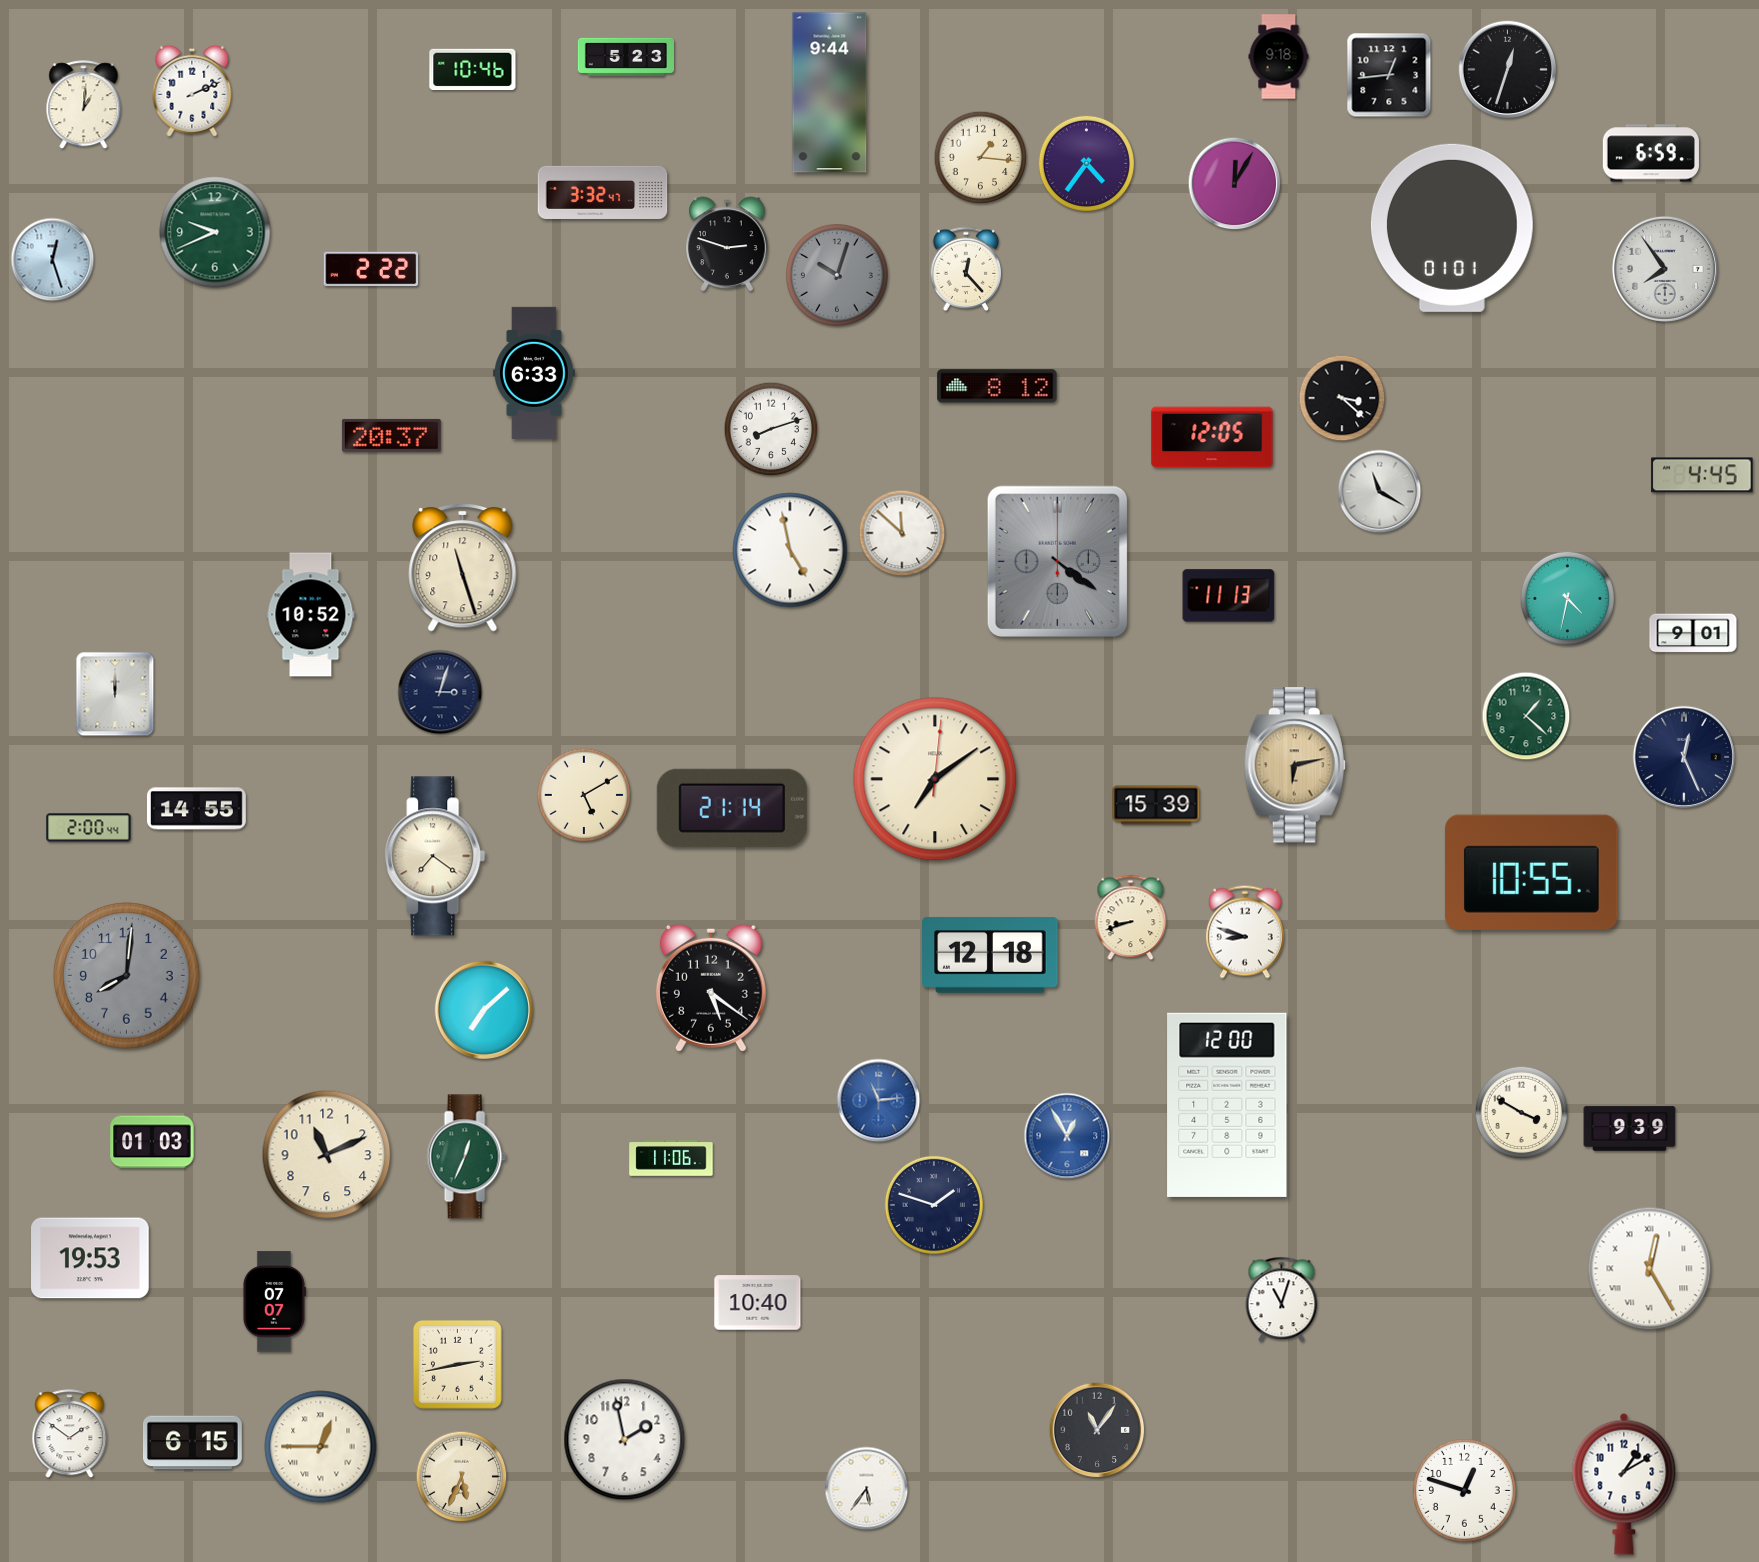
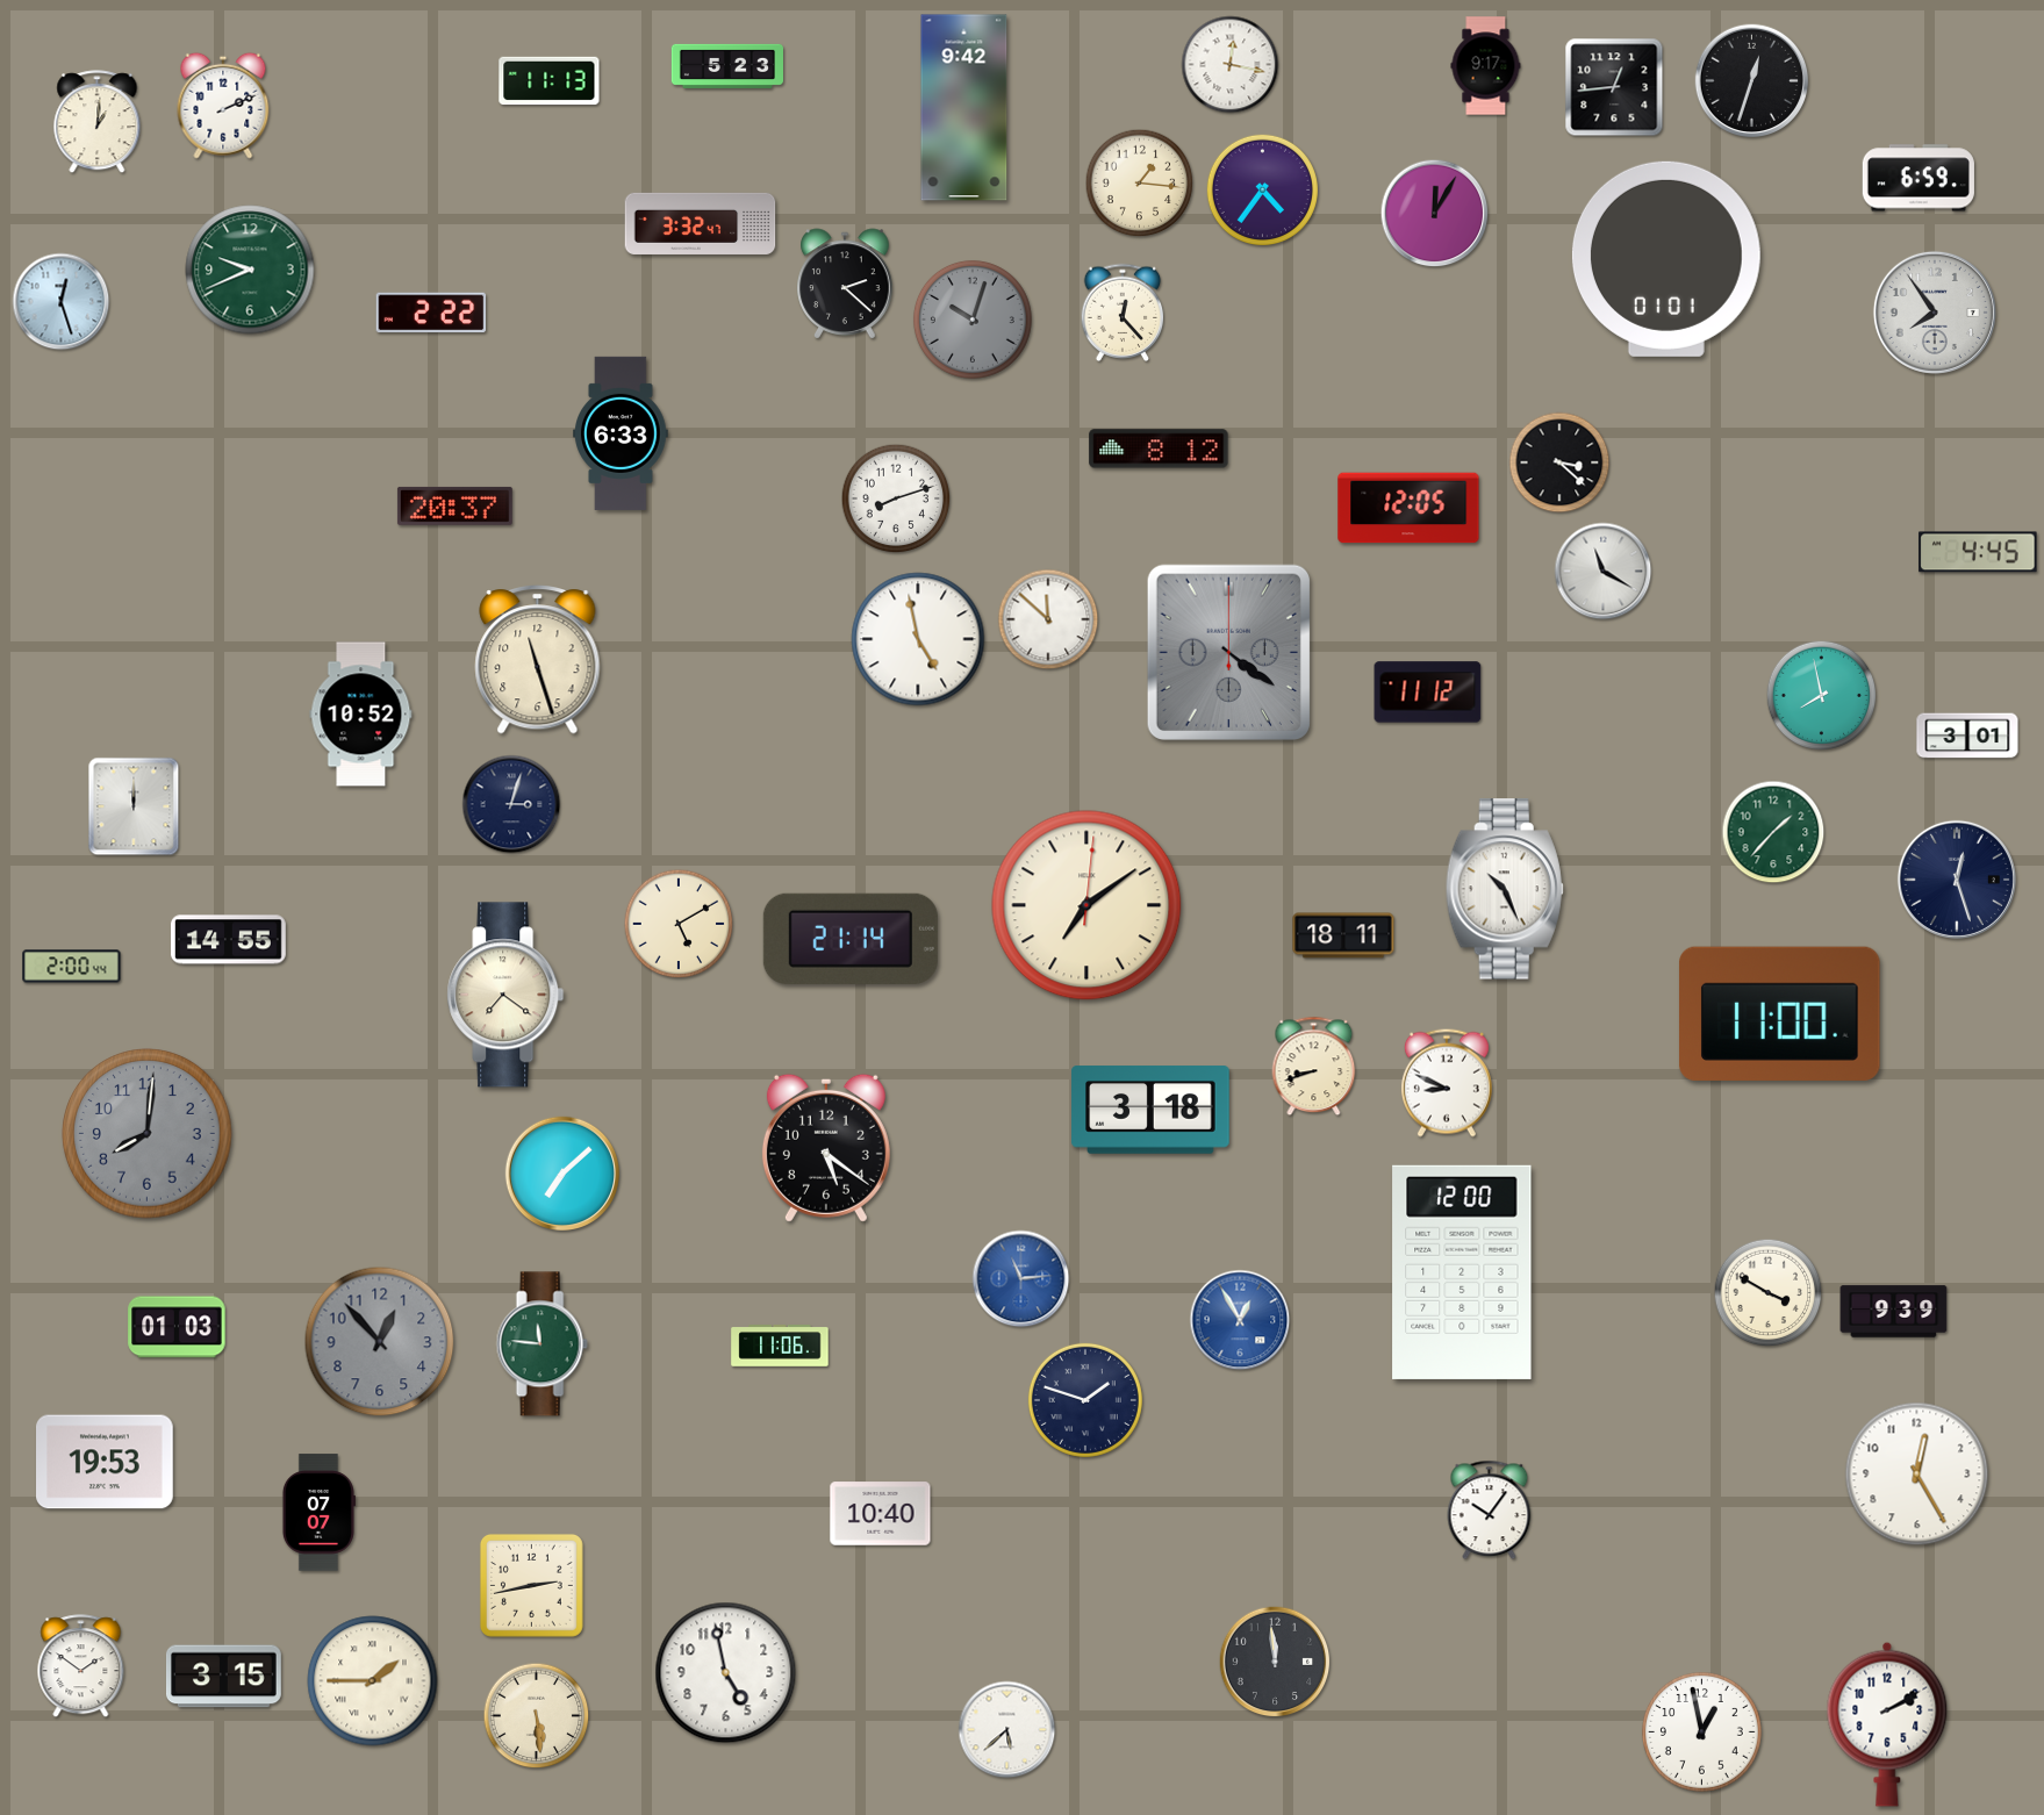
clock at (1231, 65): none -> 12:17
clock at (1279, 57): 9:18 -> 9:17
clock at (473, 70): 10:46 -> 11:13
clock at (830, 93): 9:44 -> 9:42
clock at (1452, 228) position: (1452, 228) -> (1666, 259)
clock at (727, 244): 2:48 -> 2:22
clock at (1229, 596): 11:13 -> 11:12
clock at (1568, 599): 4:32 -> 7:58
clock at (1693, 633): 9:01 -> 3:01
clock at (1526, 716): 1:22 -> 1:37
clock at (1684, 757): 12:26 -> 12:27
clock at (1295, 765): 6:13 -> 10:26
clock at (1295, 765) dial: champagne -> white
clock at (1156, 805): 15:39 -> 18:11
clock at (89, 828) position: (89, 828) -> (72, 967)
clock at (1532, 872): 10:55 -> 11:00
clock at (1245, 932): 8:48 -> 8:49
clock at (990, 955): 12:18 -> 3:18
clock at (1227, 1105) position: (1227, 1105) -> (1462, 1272)
clock at (327, 1155): 11:11 -> 12:53
clock at (327, 1155) dial: cream -> grey
clock at (466, 1157): 12:34 -> 11:46
clock at (1650, 1269) numerals: Roman -> Arabic
clock at (1282, 1300): 11:03 -> 10:06
clock at (1097, 1430): 11:06 -> 11:59
clock at (625, 1440): 1:58 -> 4:58
clock at (192, 1443): 6:15 -> 3:15
clock at (321, 1447): 12:45 -> 1:45
clock at (462, 1477): 5:34 -> 5:29
clock at (1624, 1484): 1:10 -> 2:10
clock at (867, 1489): 5:36 -> 5:38
clock at (1465, 1491): 12:48 -> 12:58
